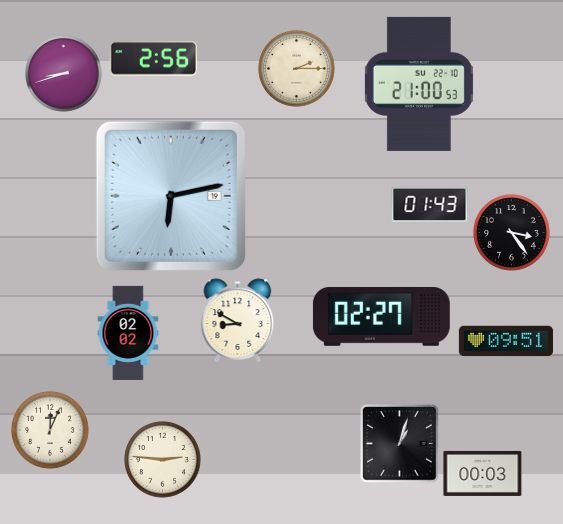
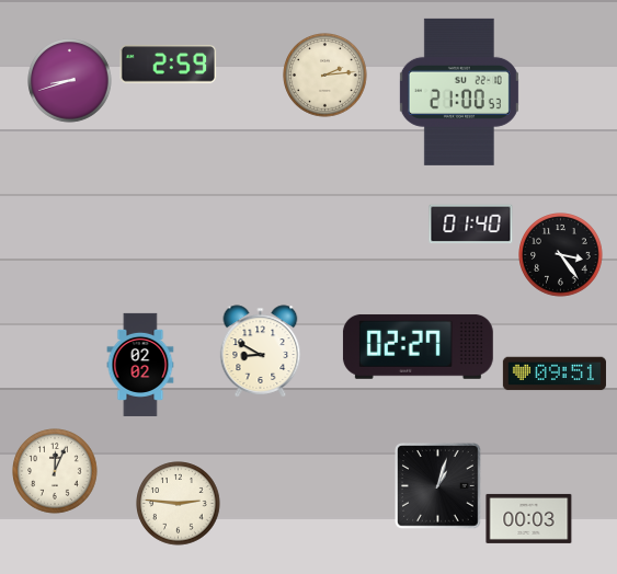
clock at (154, 59): 2:56 -> 2:59
clock at (297, 69): 2:15 -> 2:14
clock at (171, 196): 6:13 -> none
clock at (430, 205): 01:43 -> 01:40
